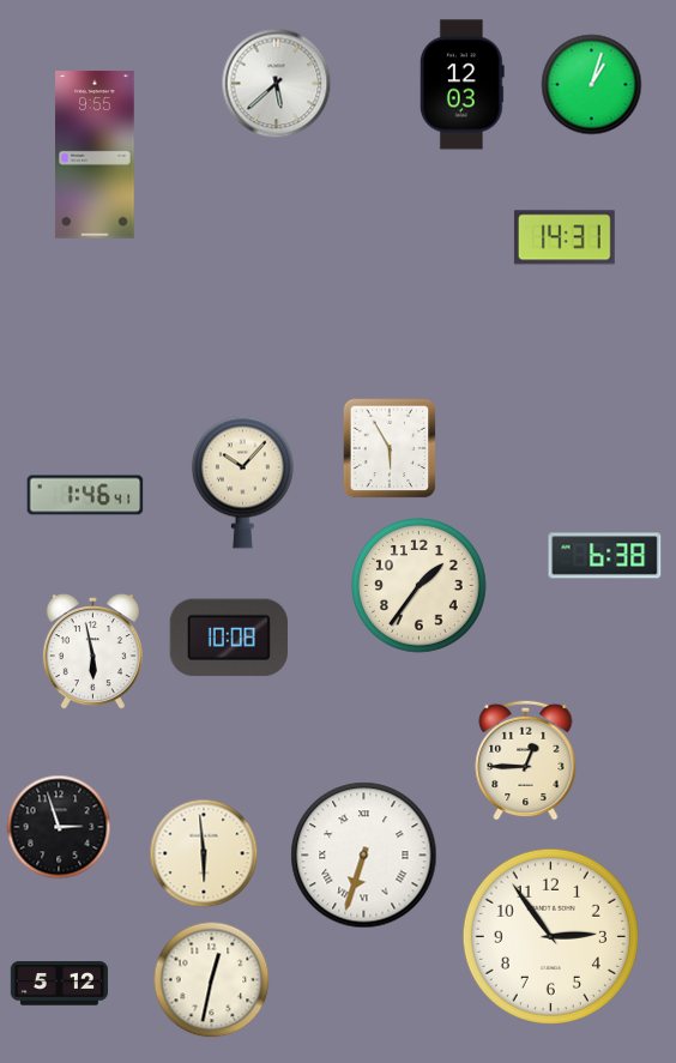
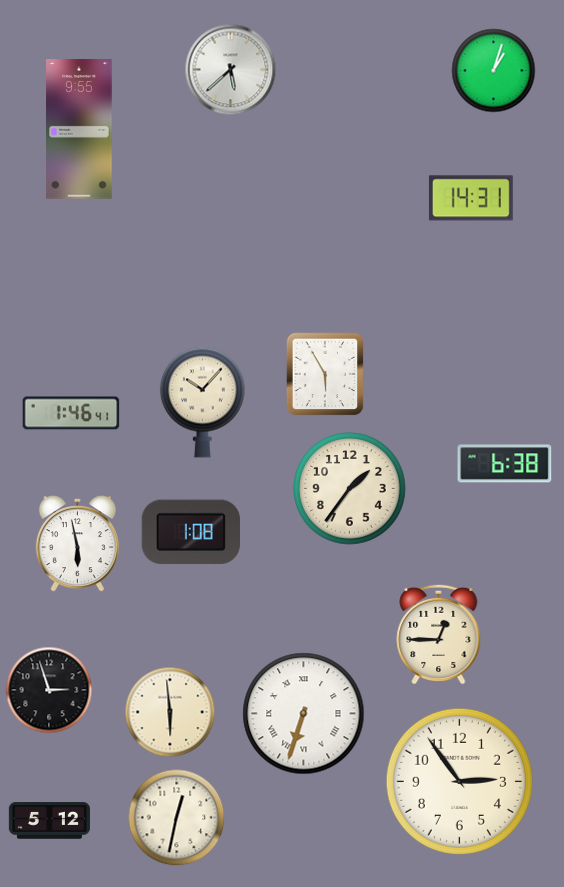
clock at (461, 85): 12:03 -> none
clock at (229, 638): 10:08 -> 1:08
